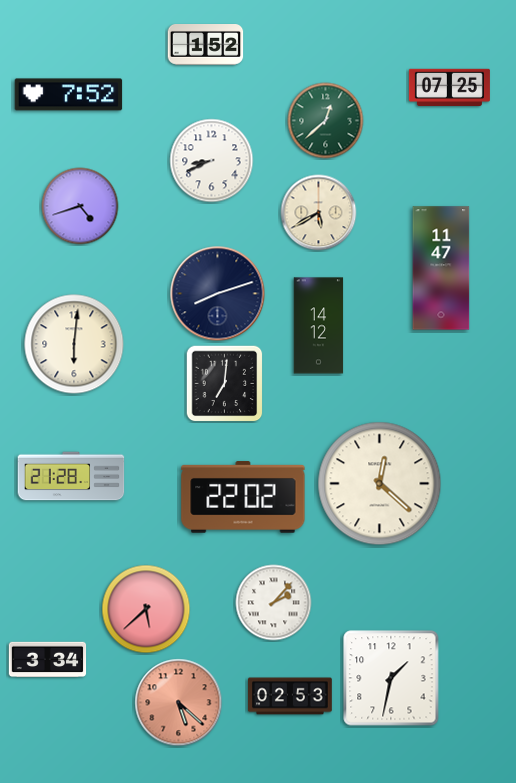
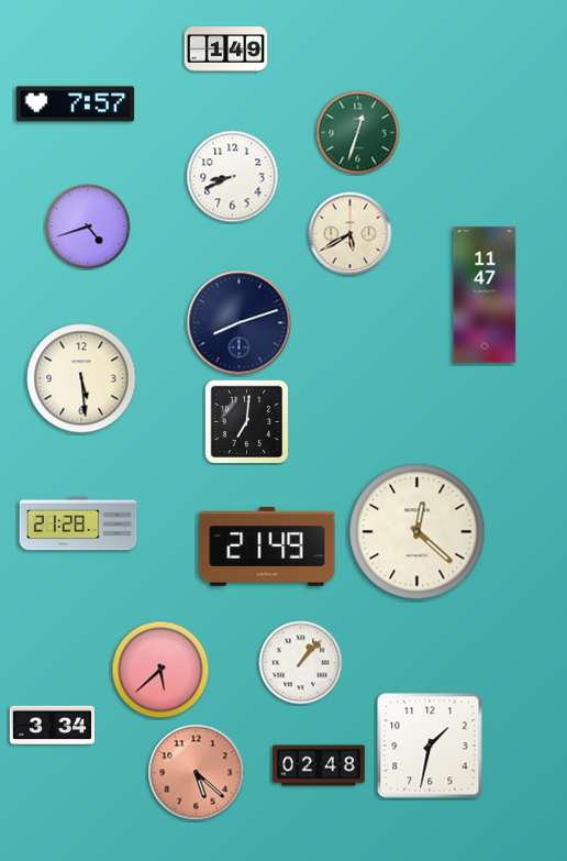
clock at (206, 45): 1:52 -> 1:49
clock at (449, 88): 07:25 -> none
clock at (69, 95): 7:52 -> 7:57
clock at (326, 121): 12:38 -> 12:33
clock at (319, 326): 14:12 -> none
clock at (74, 344): 6:01 -> 5:29
clock at (243, 497): 22:02 -> 21:49
clock at (274, 603): 2:07 -> 1:07
clock at (291, 696): 02:53 -> 02:48
